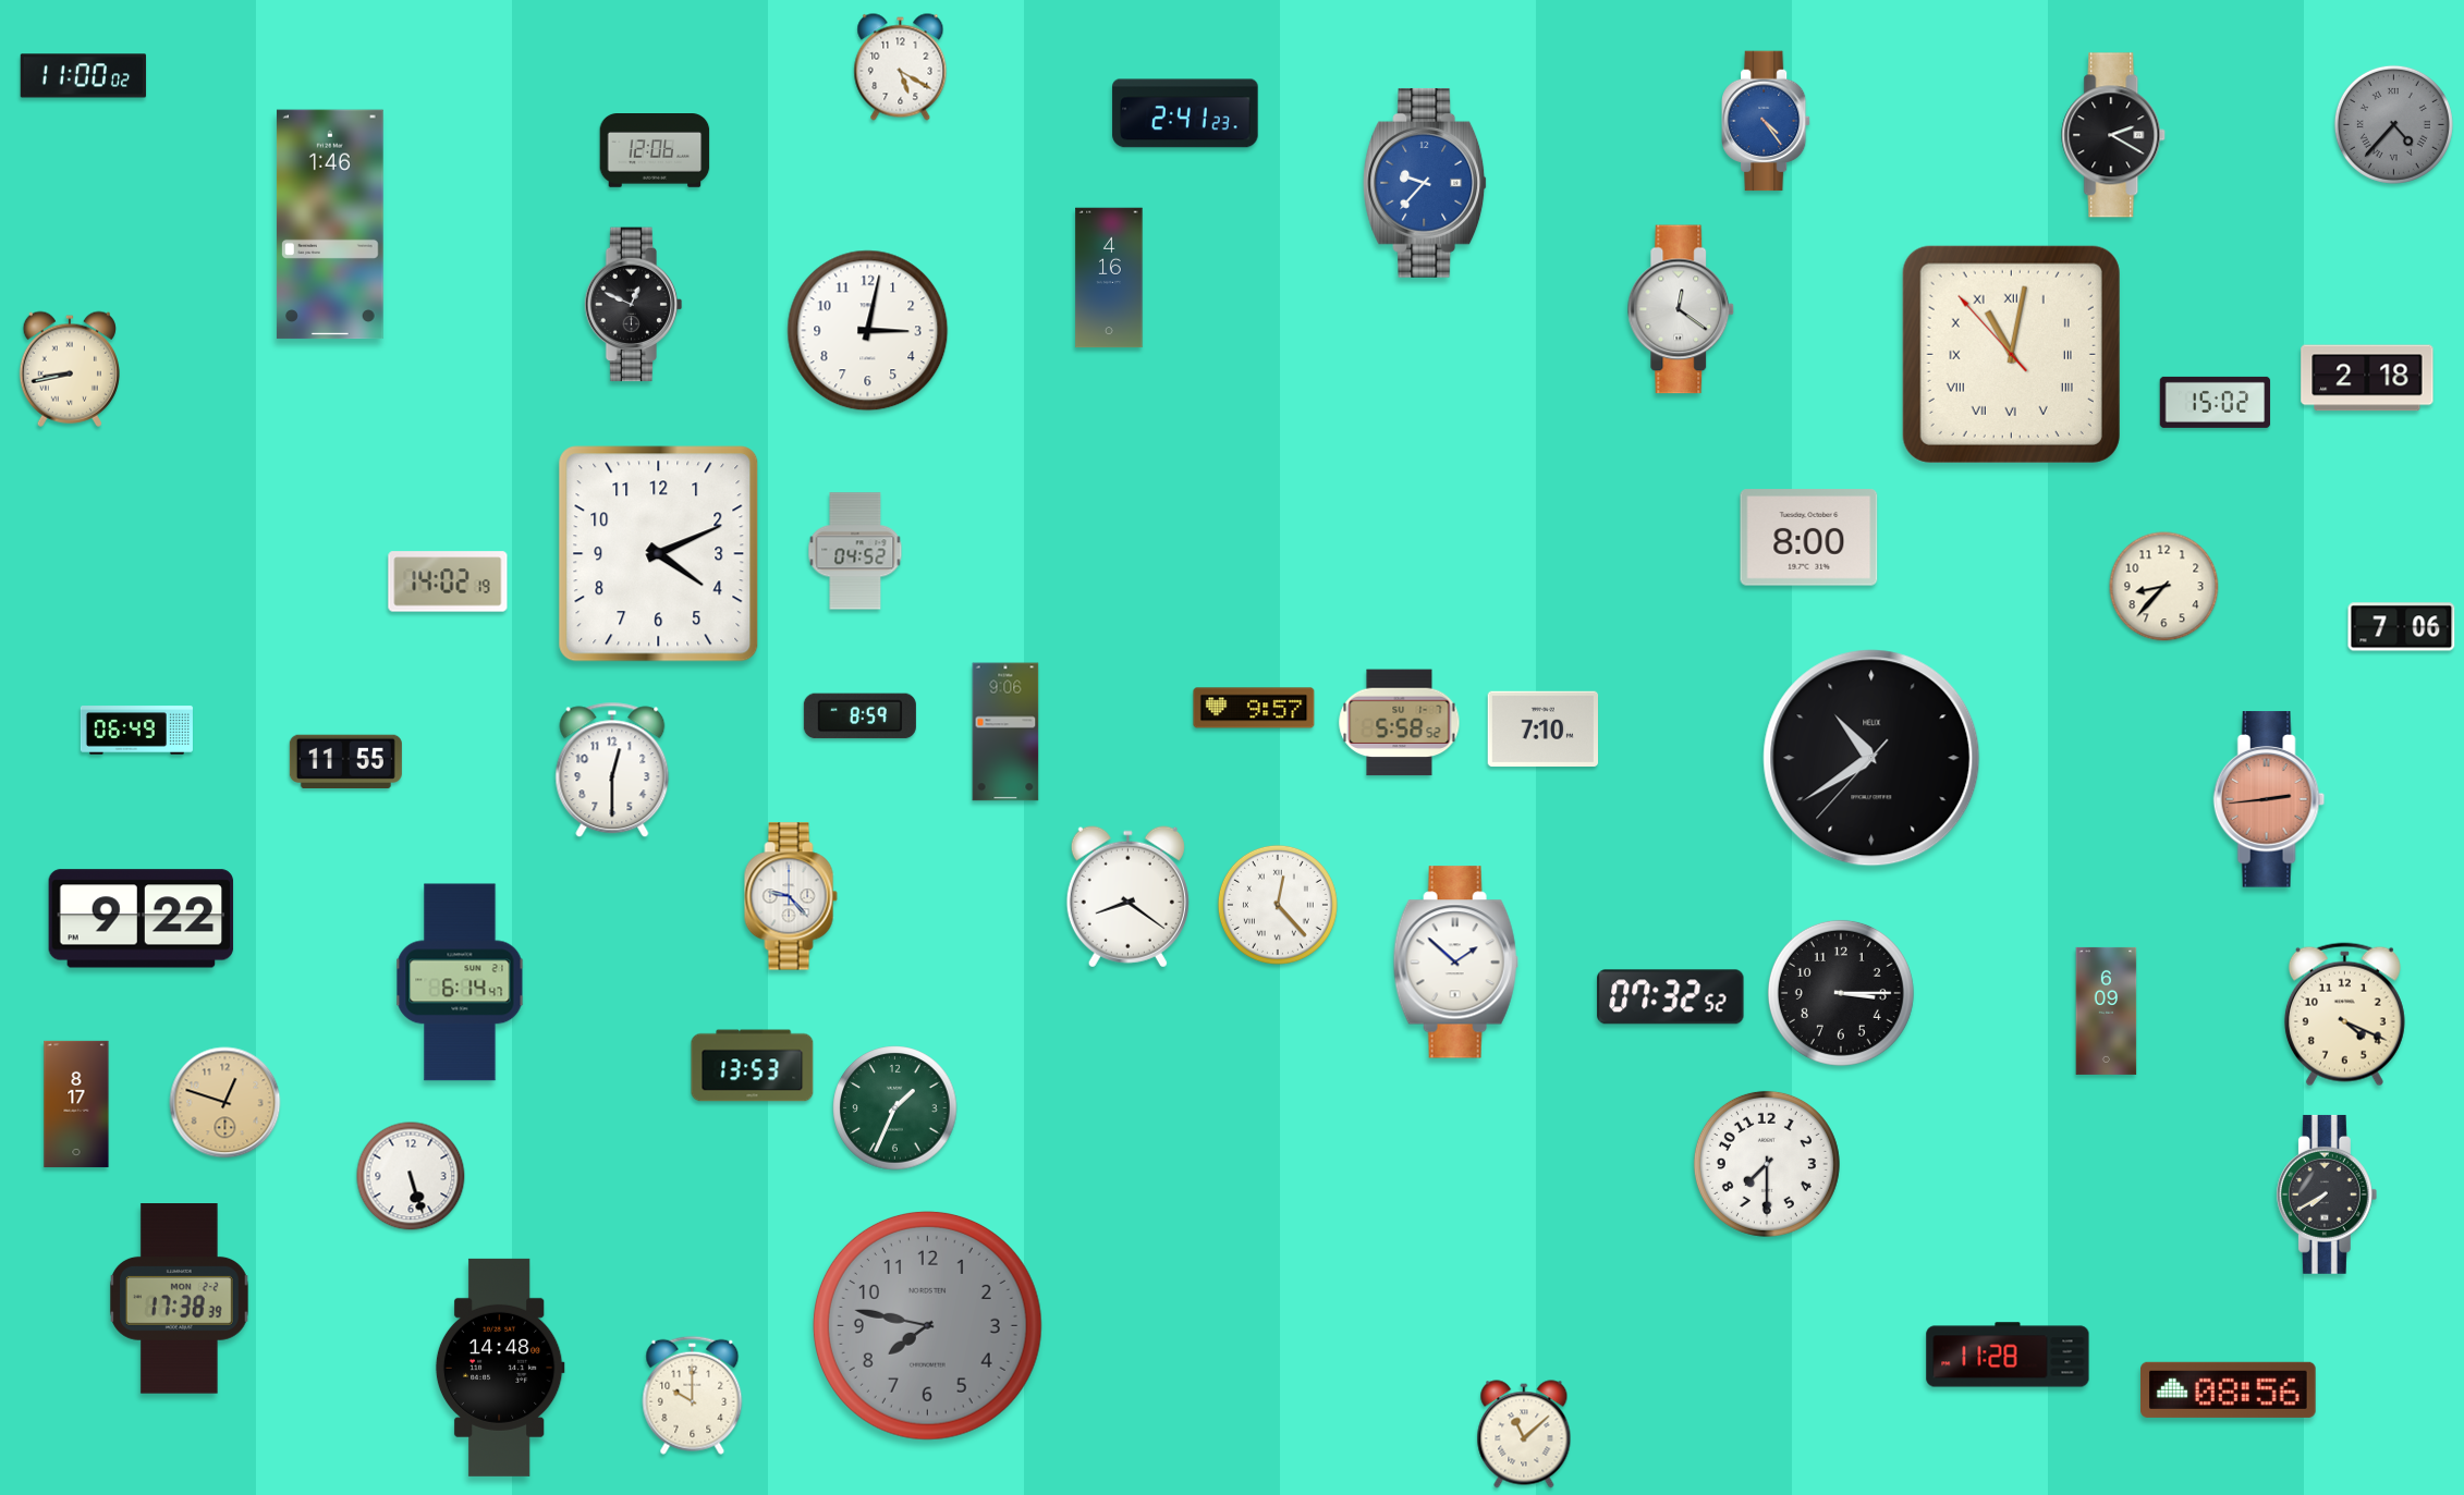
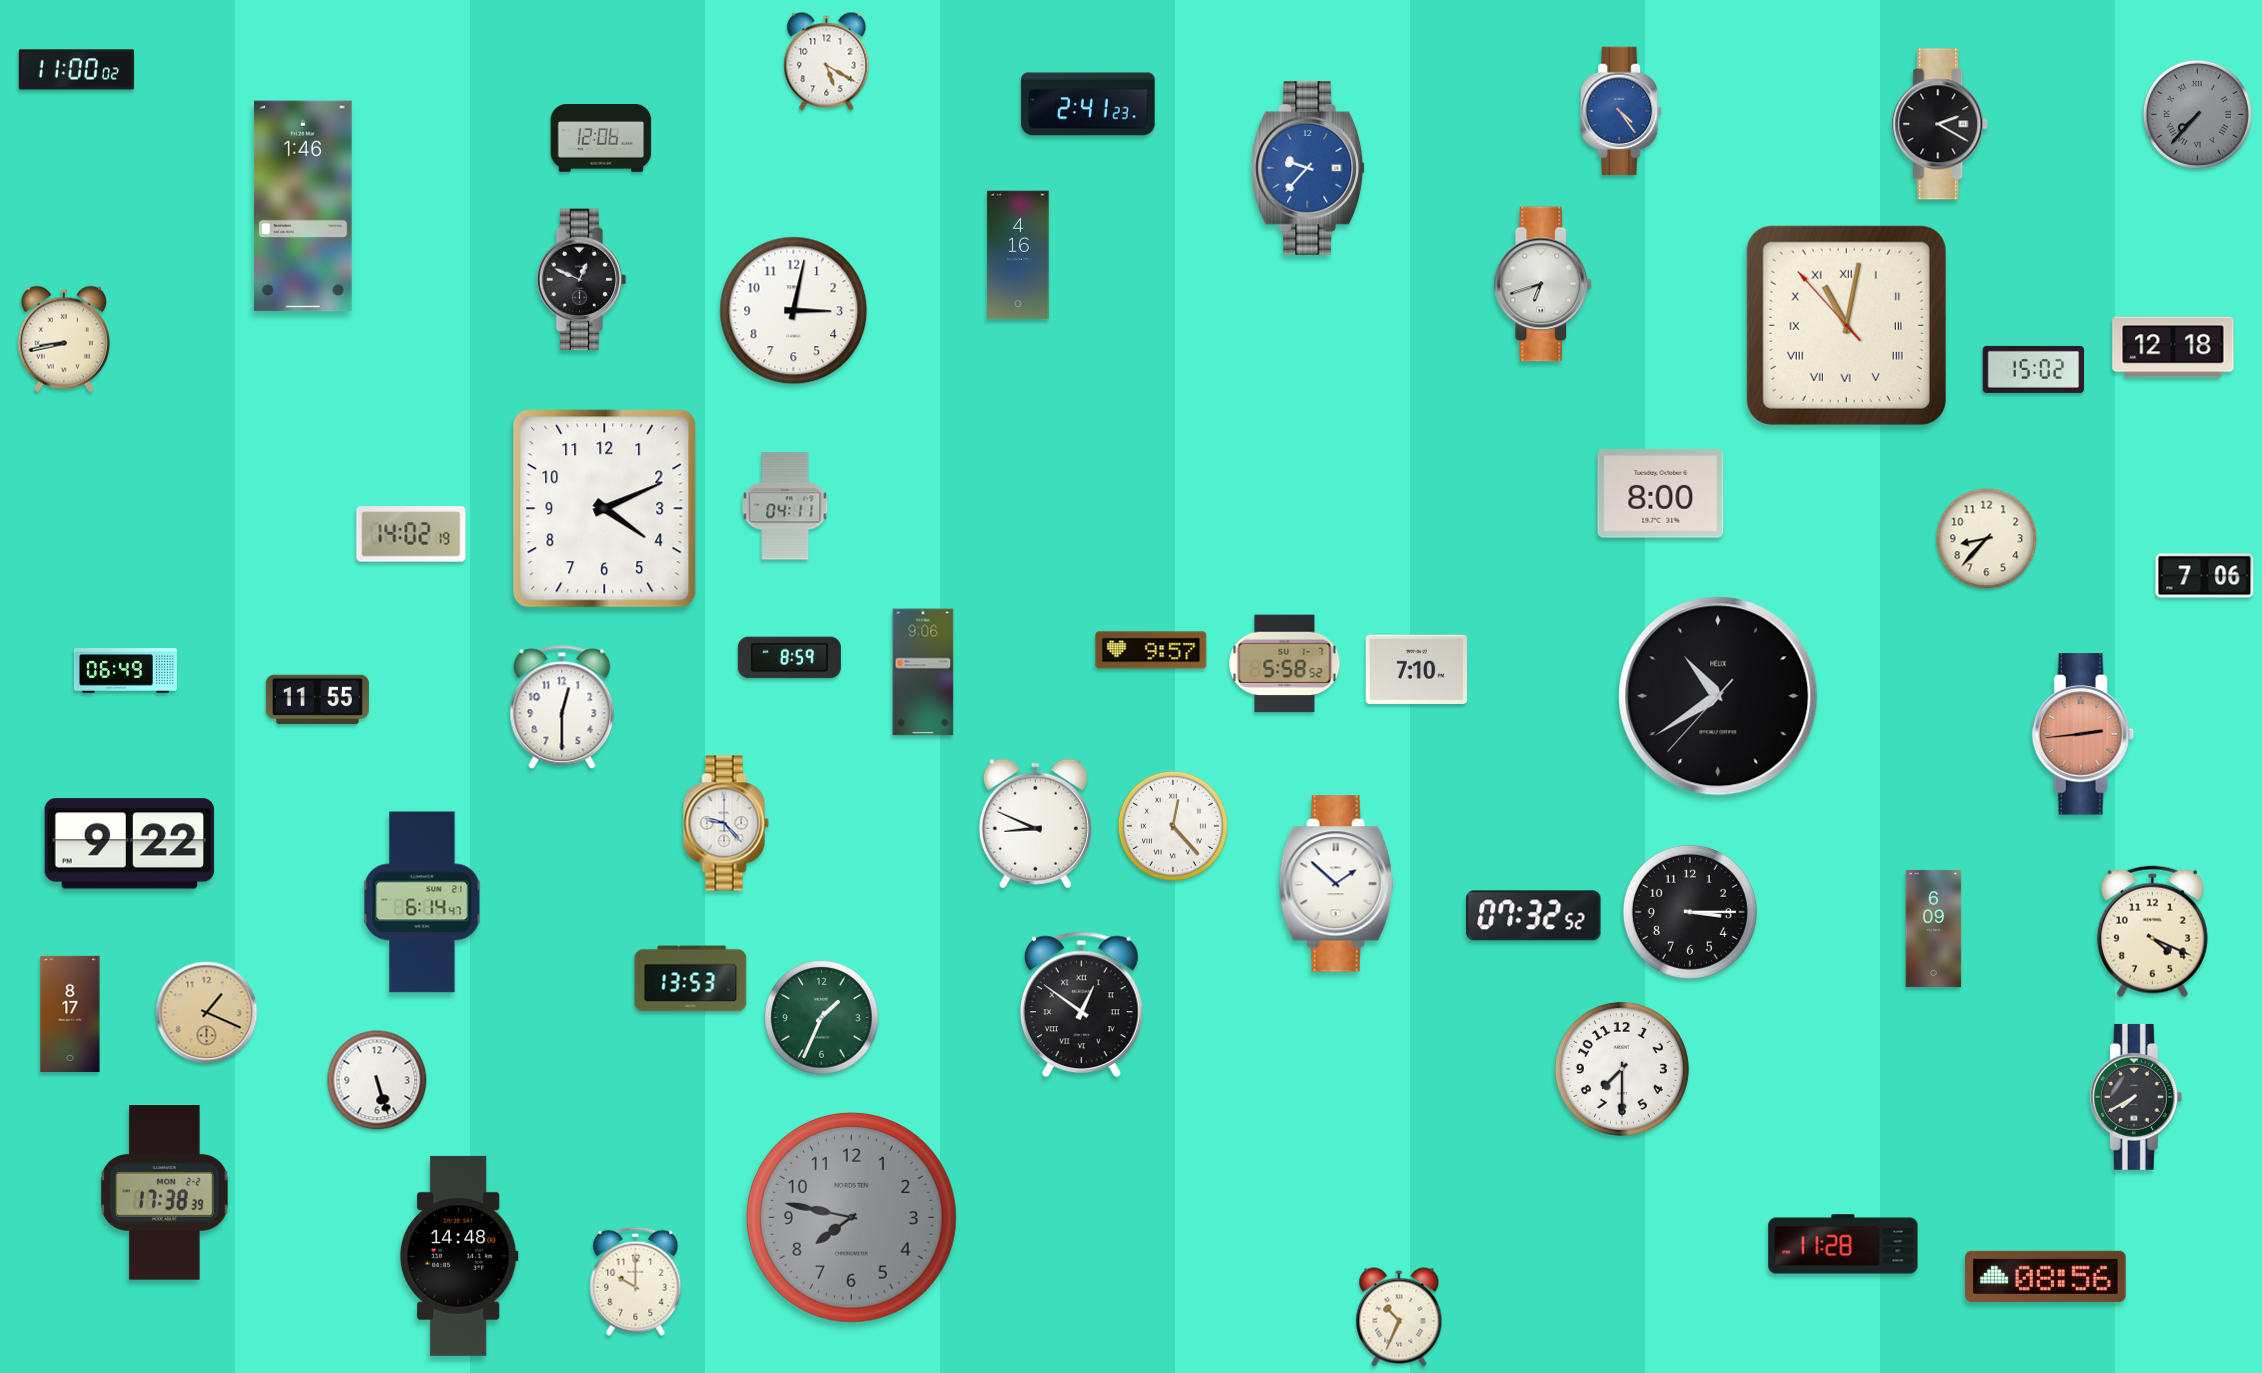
clock at (2393, 124): 4:37 -> 7:37
clock at (1681, 309): 12:21 -> 6:42
clock at (868, 331) position: (868, 331) -> (794, 311)
clock at (2367, 378): 2:18 -> 12:18
clock at (855, 551): 04:52 -> 04:11
clock at (1127, 897): 8:21 -> 8:49
clock at (1278, 905) position: (1278, 905) -> (1173, 826)
clock at (1081, 1005): none -> 12:51
clock at (225, 1103): 12:48 -> 1:19
clock at (1524, 1434): 11:08 -> 10:34
